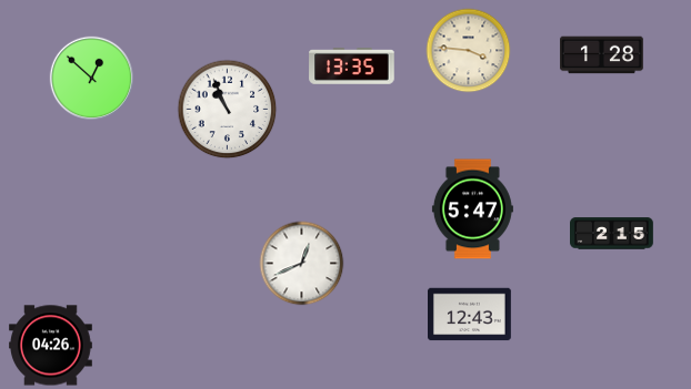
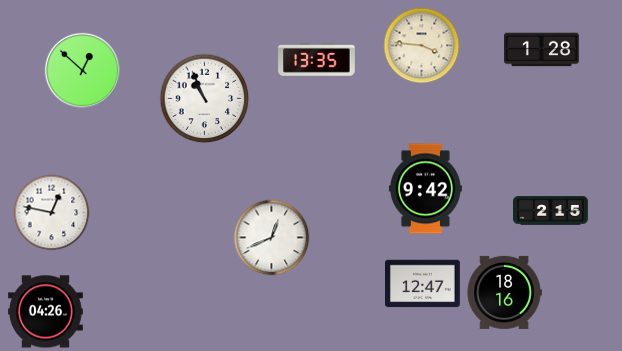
clock at (472, 209): 5:47 -> 9:42
clock at (52, 213): none -> 12:47
clock at (470, 315): 12:43 -> 12:47
clock at (504, 292): none -> 18:16
